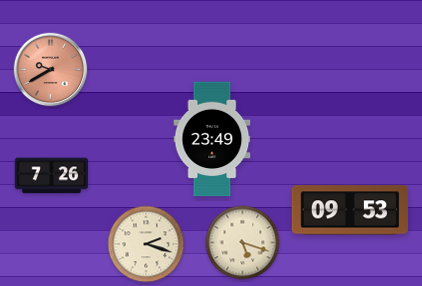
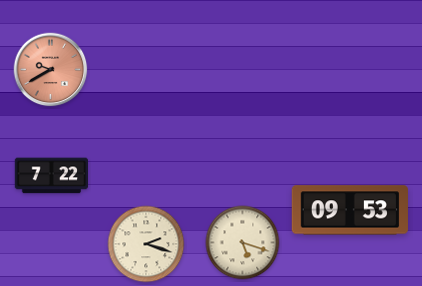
clock at (212, 139): 23:49 -> none
clock at (51, 176): 7:26 -> 7:22
